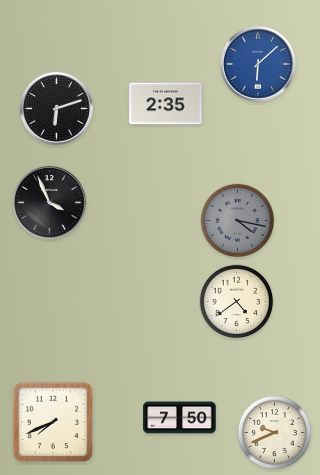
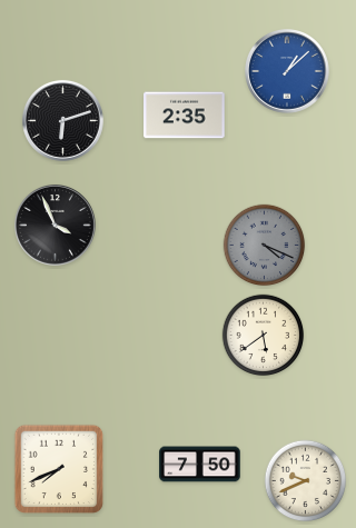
clock at (259, 65): 6:08 -> 1:08
clock at (238, 221): 4:17 -> 4:19
clock at (237, 302): 4:39 -> 5:39
